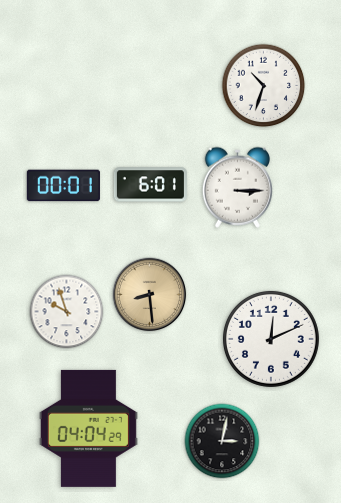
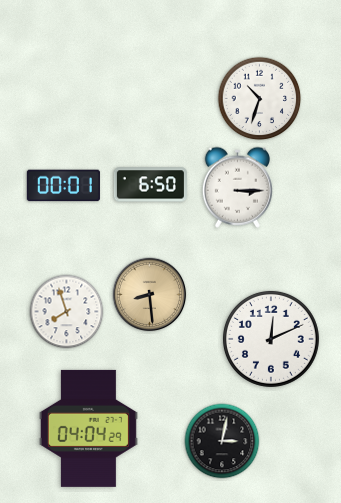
clock at (264, 86) position: (264, 86) -> (260, 99)
clock at (150, 185): 6:01 -> 6:50
clock at (67, 312): 9:57 -> 7:57
